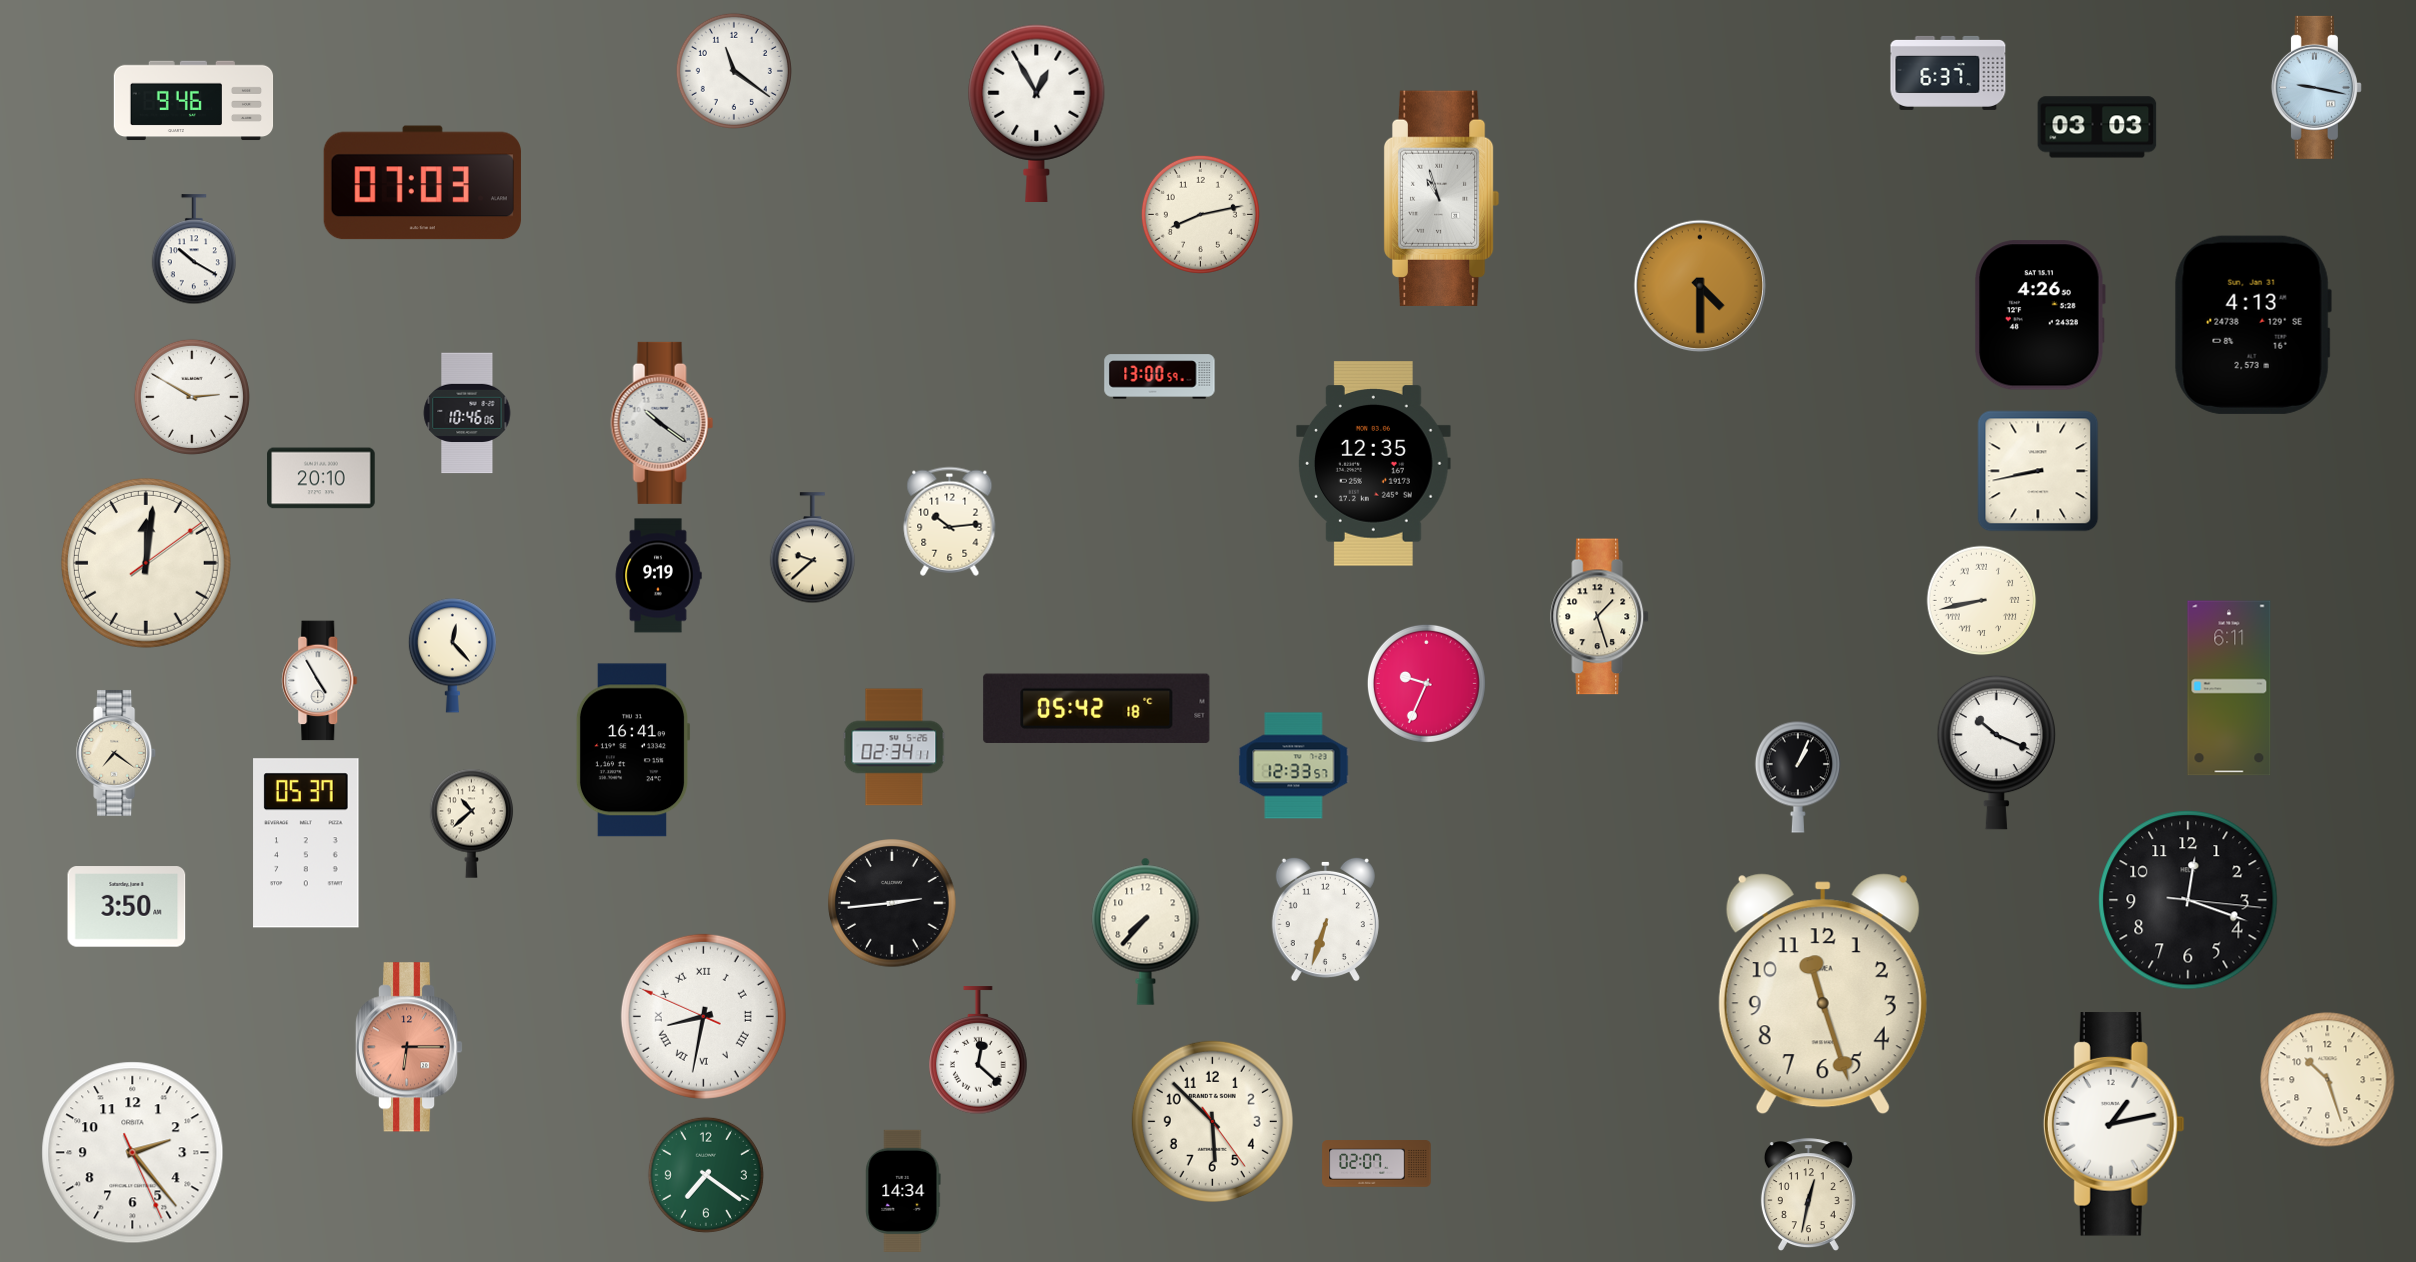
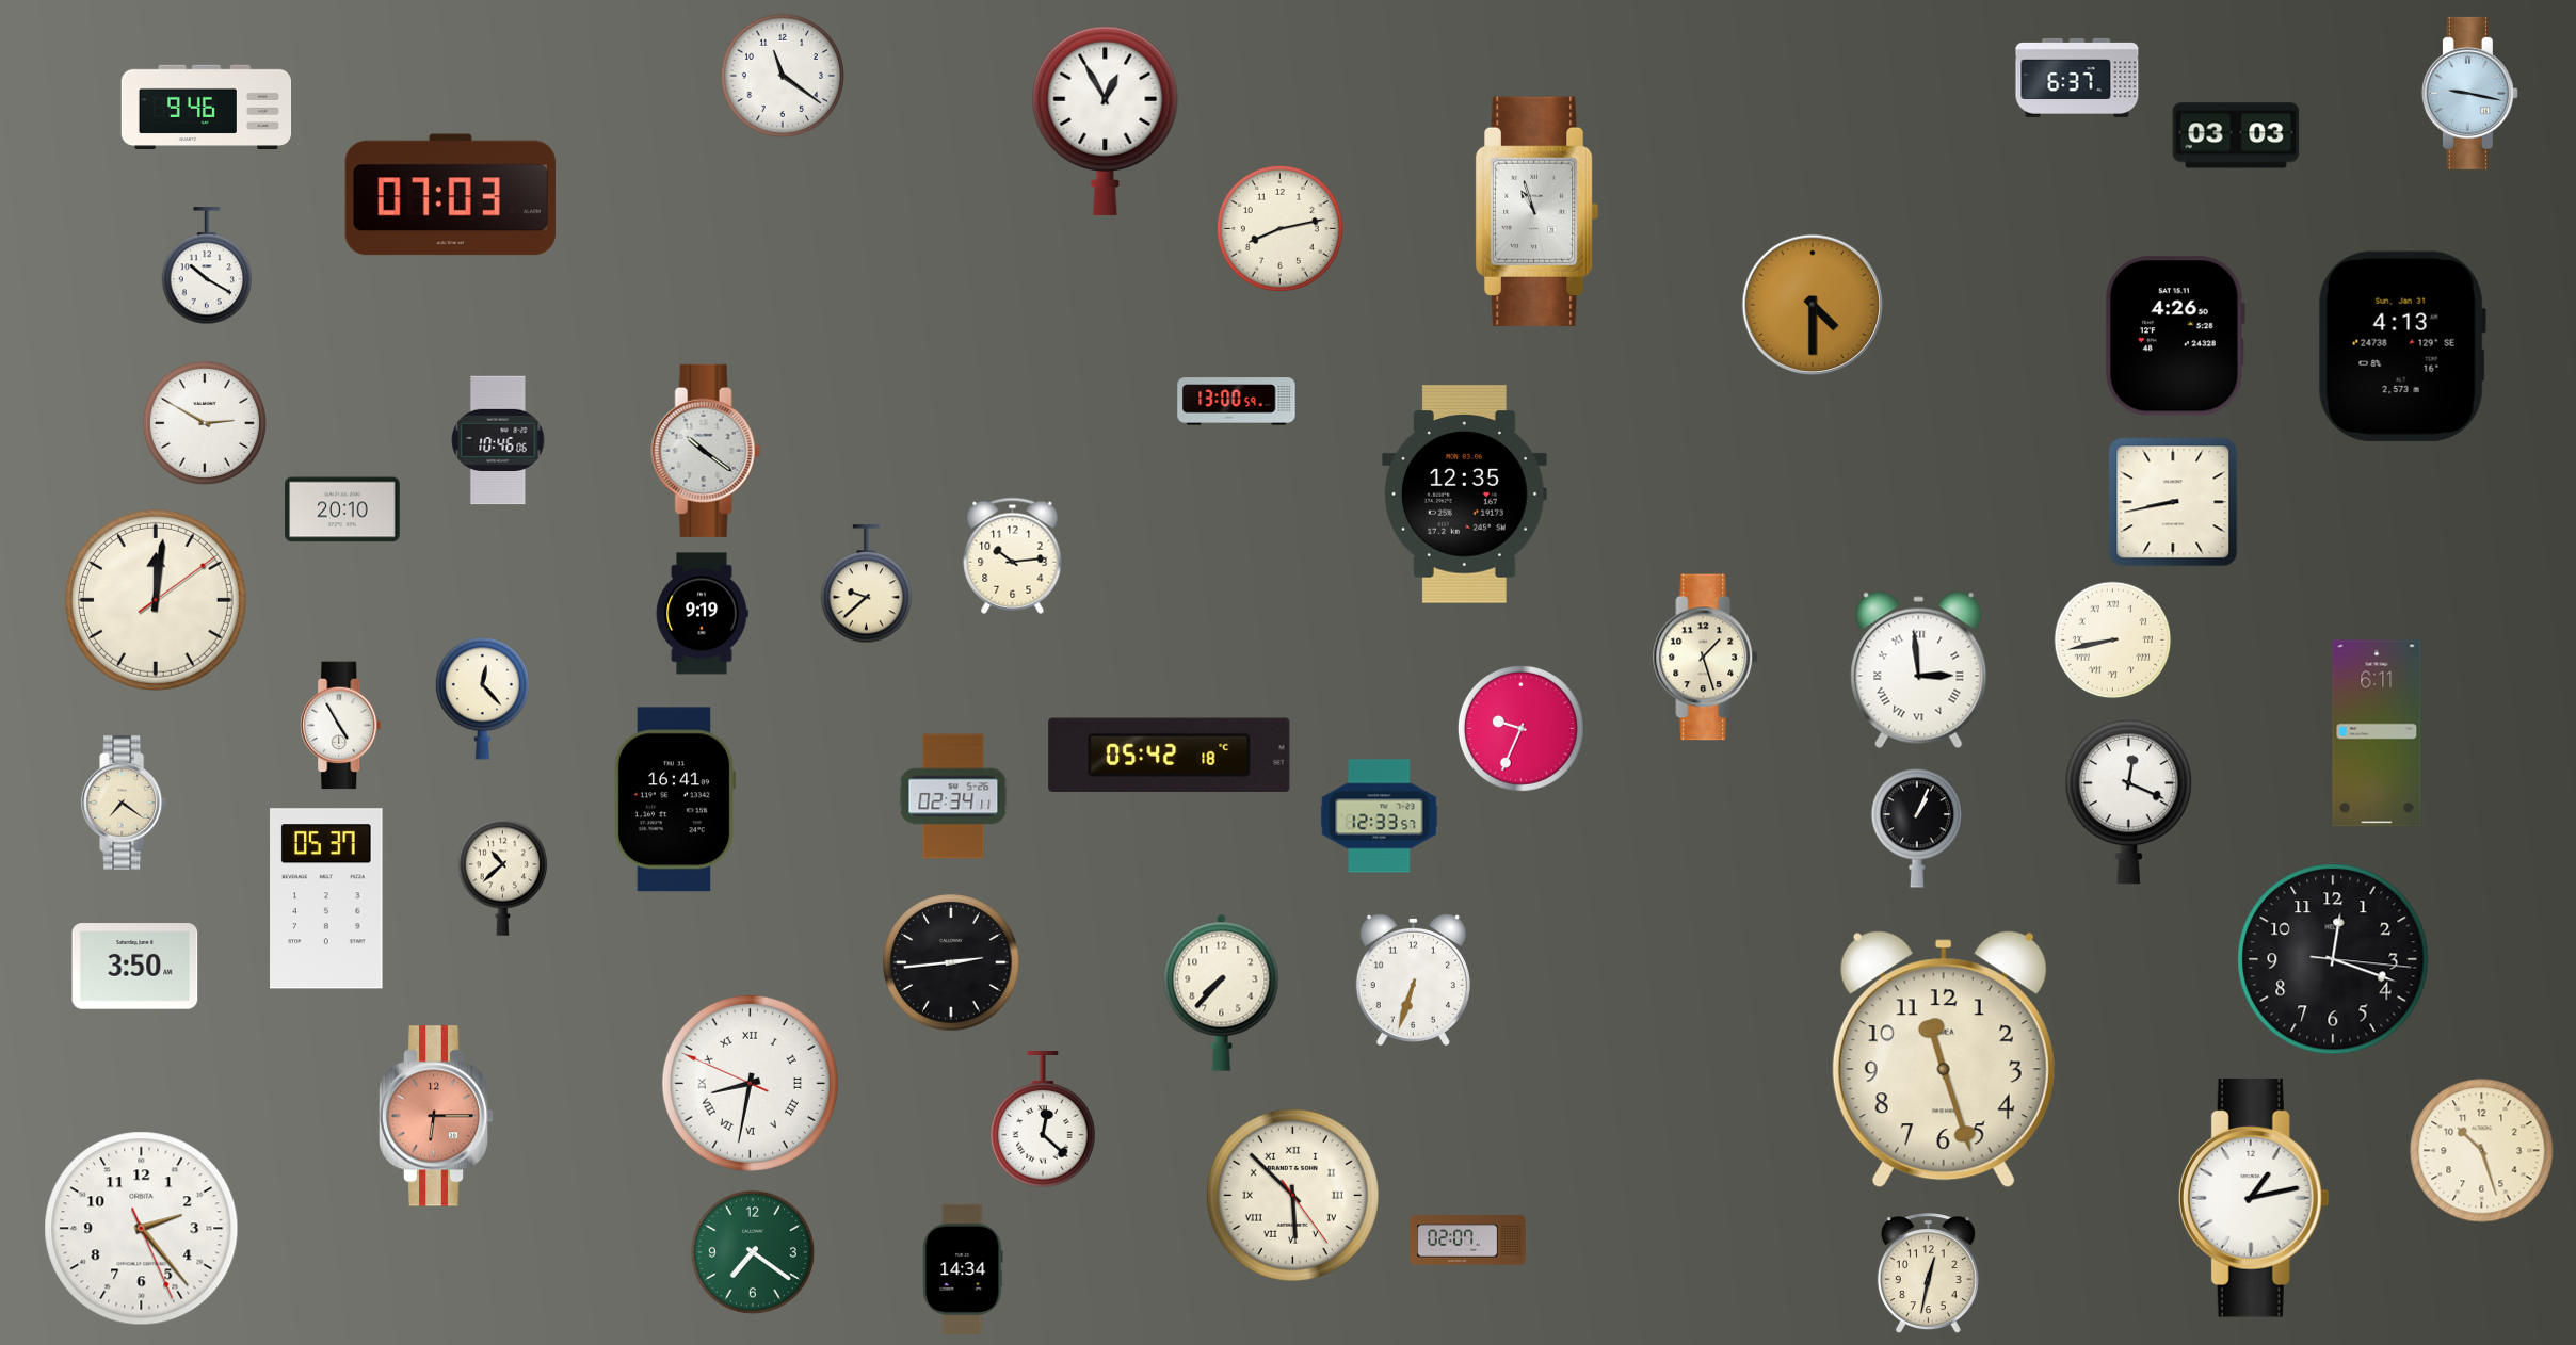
clock at (1919, 670): none -> 2:59
clock at (1996, 752): 10:19 -> 12:19
clock at (1212, 1121) numerals: Arabic -> Roman
